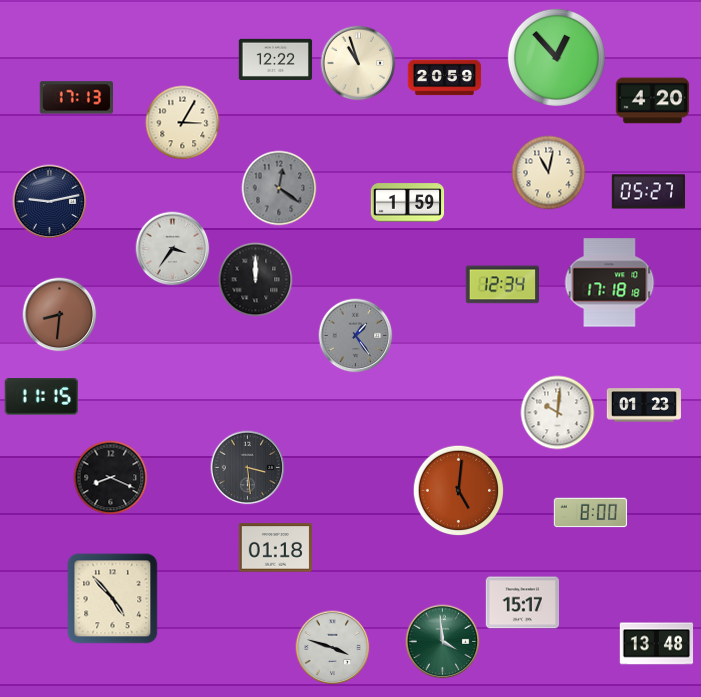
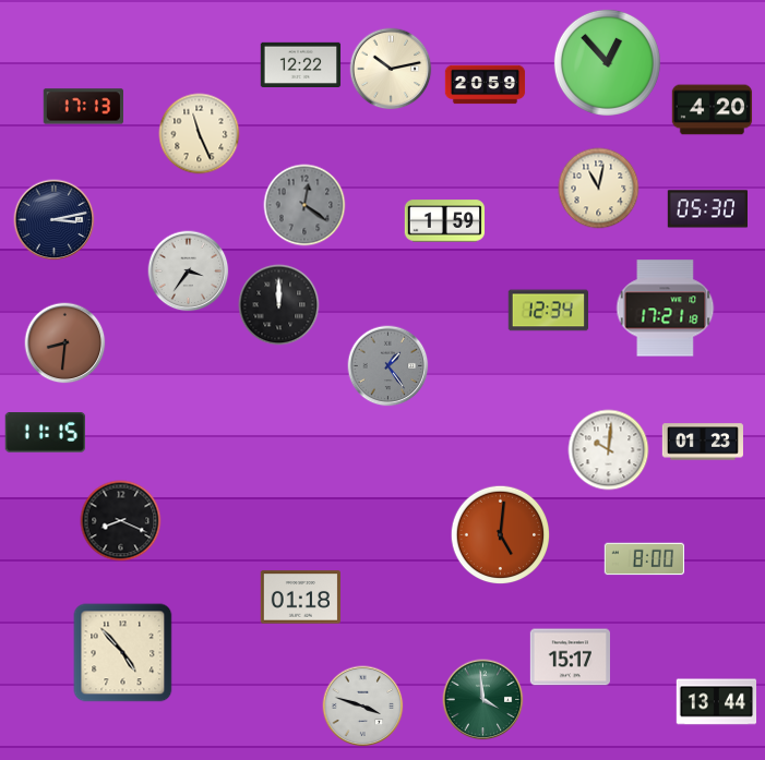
clock at (358, 63): 10:57 -> 10:13
clock at (183, 123): 3:05 -> 11:26
clock at (648, 192): 05:27 -> 05:30
clock at (50, 202): 9:13 -> 3:13
clock at (610, 283): 17:18 -> 17:21
clock at (248, 468): 3:29 -> none
clock at (657, 644): 13:48 -> 13:44
